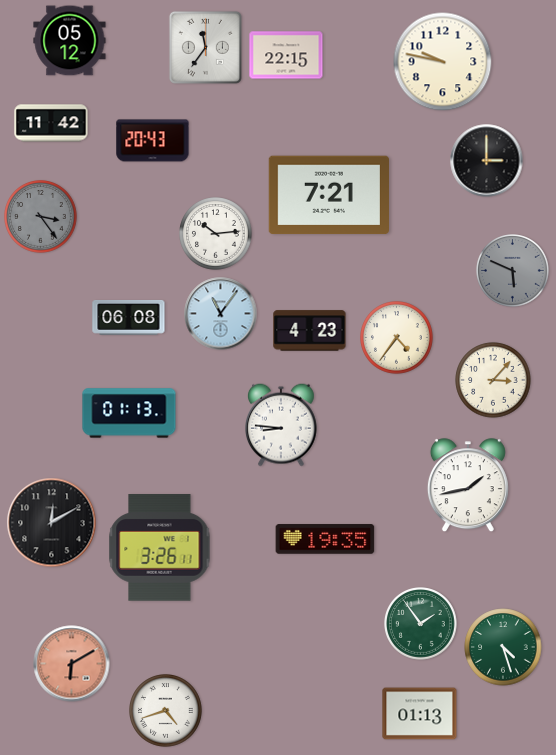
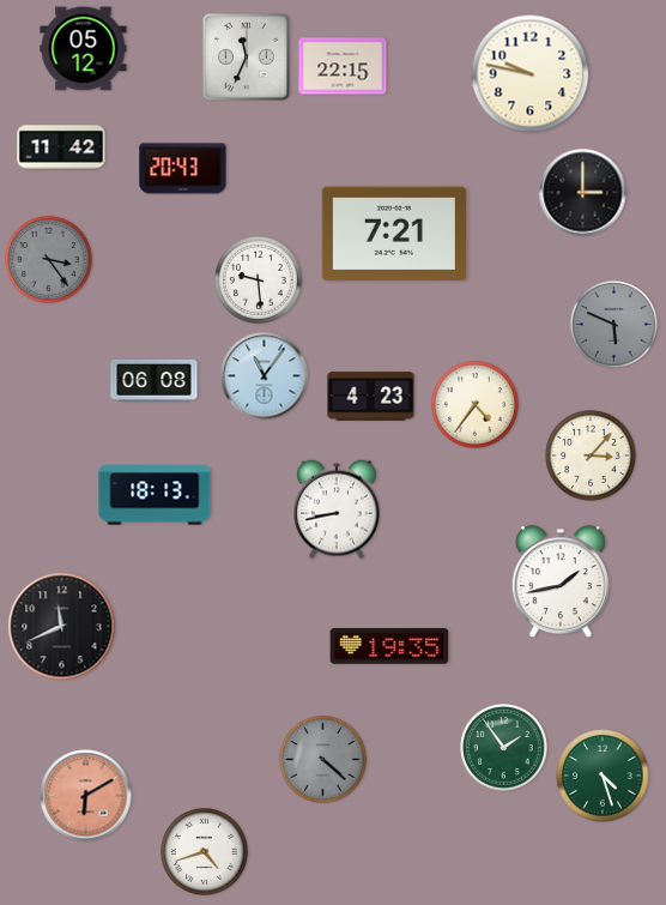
clock at (205, 47): 11:36 -> 11:34
clock at (216, 234): 10:14 -> 9:29
clock at (129, 413): 01:13 -> 18:13
clock at (282, 425): 8:46 -> 8:43
clock at (52, 523): 12:10 -> 11:41
clock at (160, 548): 3:26 -> none
clock at (323, 760): none -> 4:22
clock at (166, 711) position: (166, 711) -> (205, 852)
clock at (420, 714): 01:13 -> none
